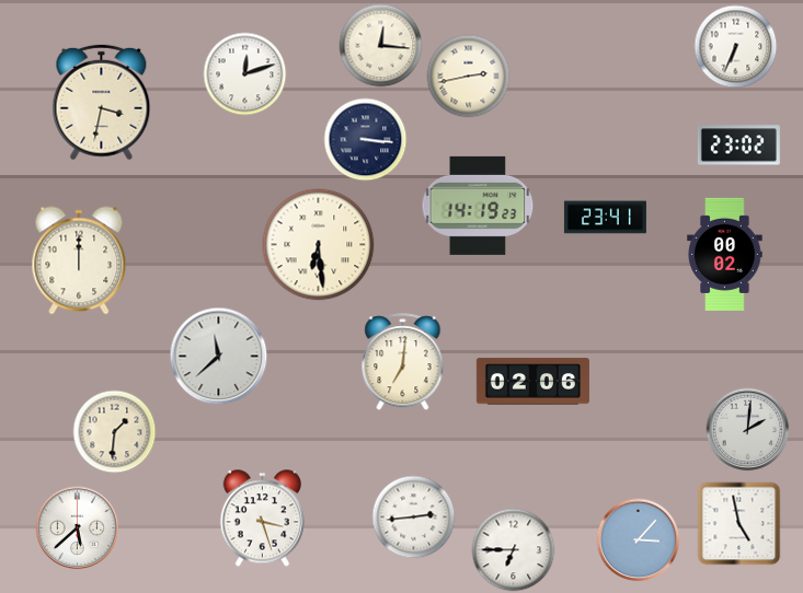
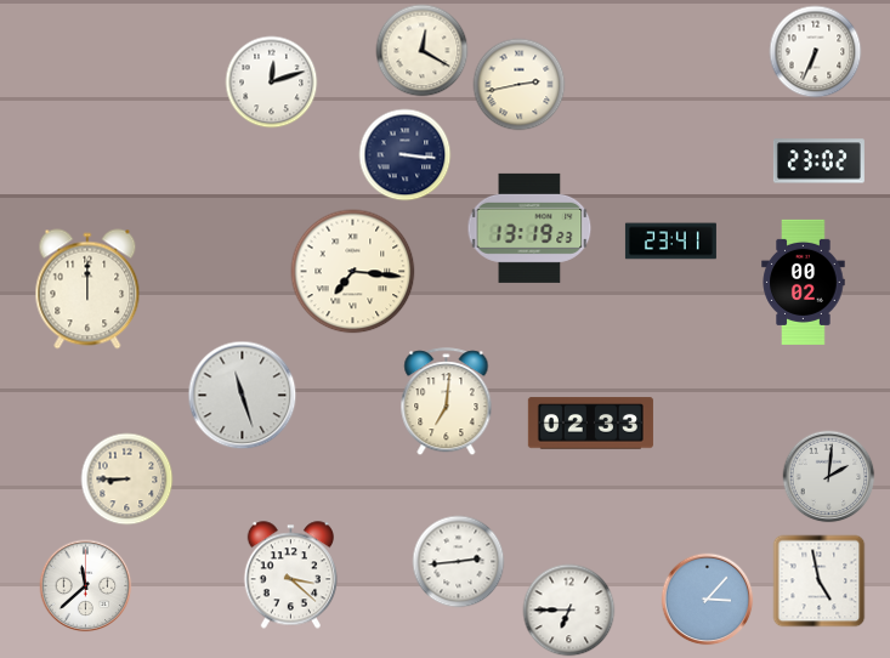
clock at (381, 46): 12:16 -> 12:20
clock at (102, 103): 3:32 -> none
clock at (478, 206): 14:19 -> 13:19
clock at (319, 245): 6:29 -> 7:16
clock at (219, 357): 11:38 -> 11:27
clock at (532, 382): 02:06 -> 02:33
clock at (115, 432): 1:31 -> 8:45
clock at (414, 518) position: (414, 518) -> (459, 562)
clock at (263, 519): 3:27 -> 3:22
clock at (78, 528): 5:38 -> 11:38
